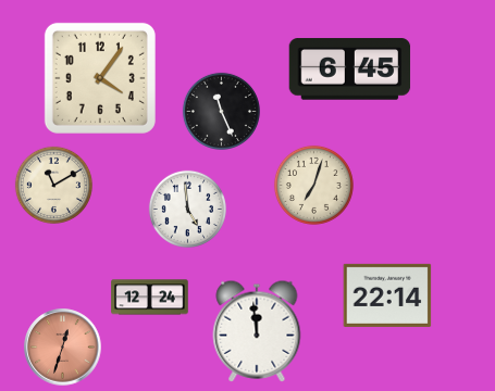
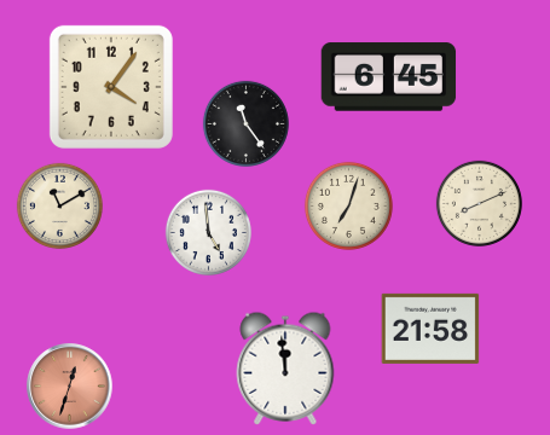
clock at (221, 111): 11:26 -> 11:24
clock at (479, 203): none -> 8:11
clock at (387, 295): 22:14 -> 21:58
clock at (150, 298): 12:24 -> none
